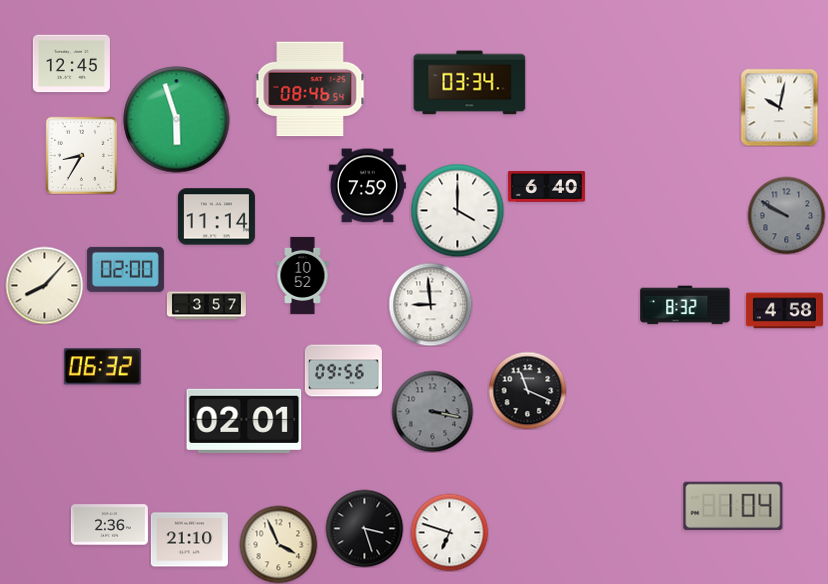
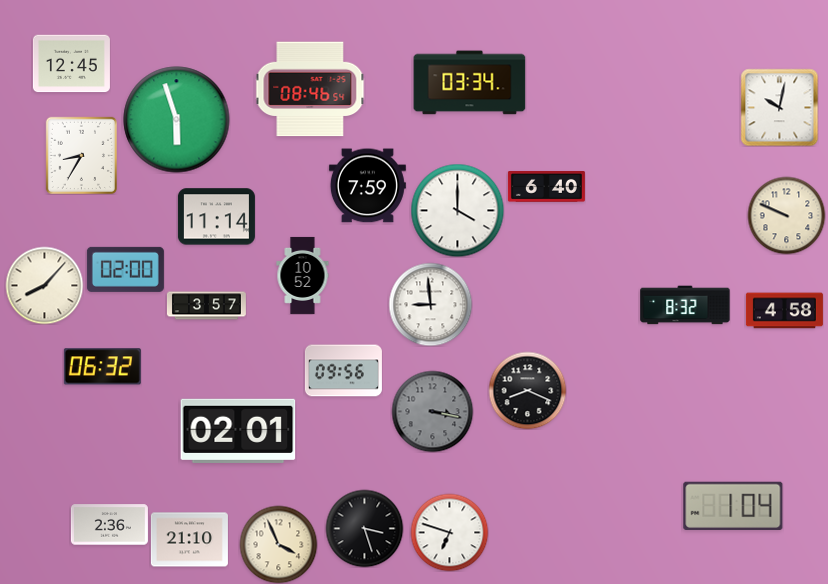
clock at (786, 215): 9:50 -> 9:49
clock at (786, 215) dial: grey -> cream
clock at (527, 390): 11:19 -> 8:19
clock at (244, 421) position: (244, 421) -> (238, 431)
